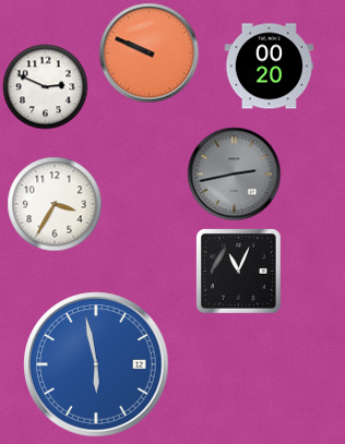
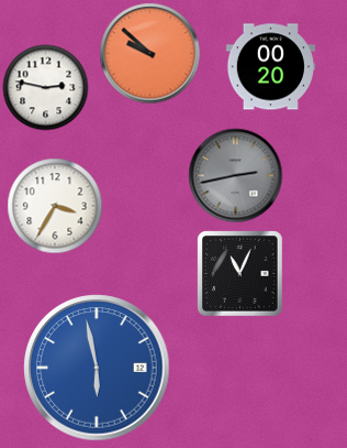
clock at (148, 52): 9:49 -> 9:52
clock at (45, 86): 2:49 -> 2:47
